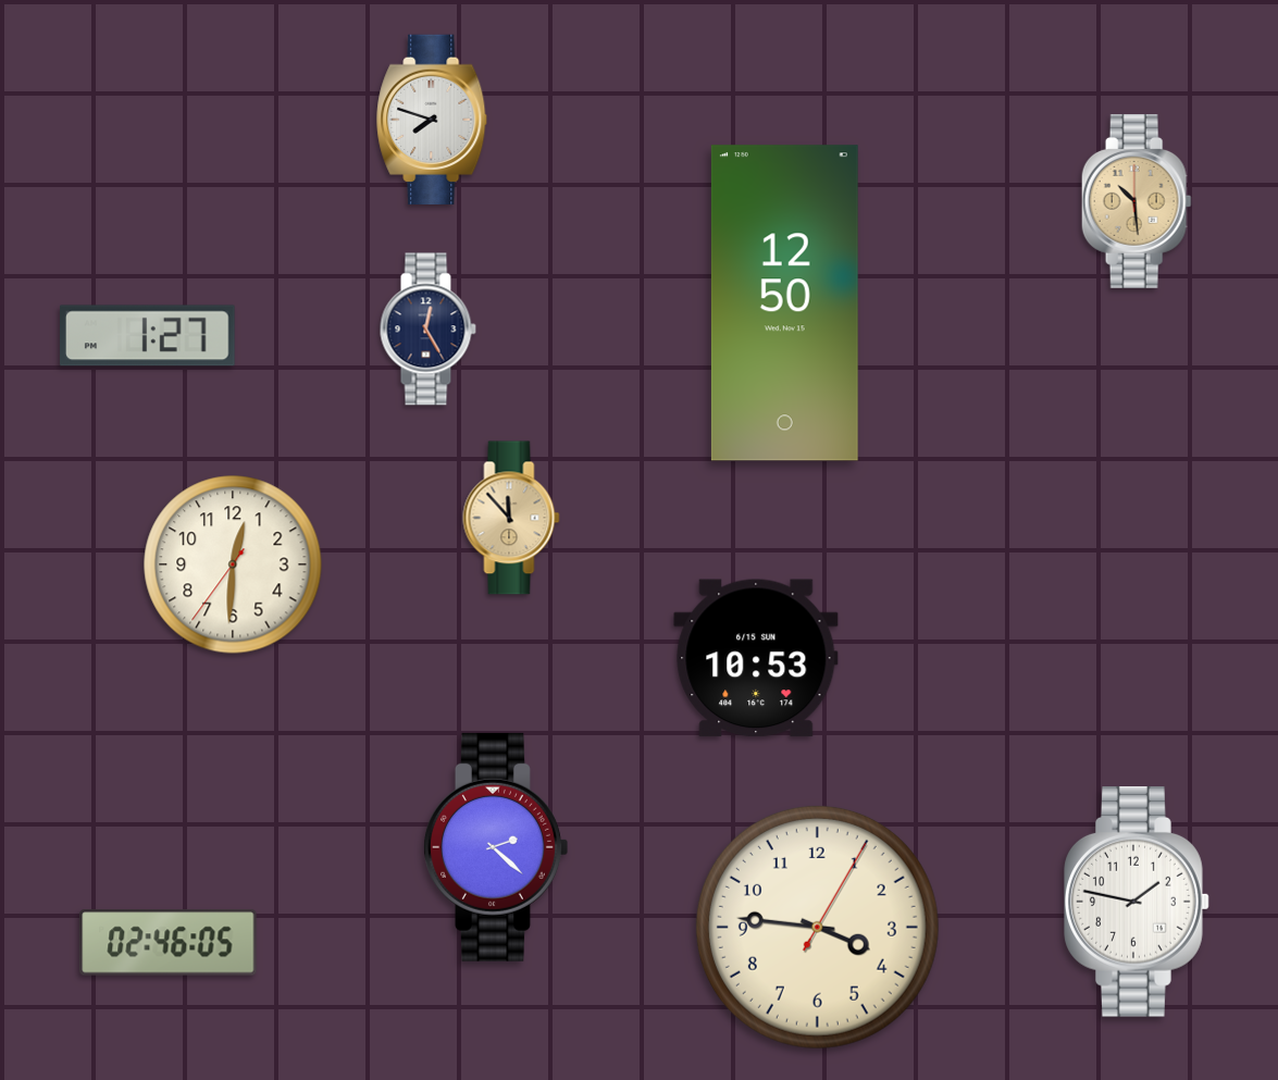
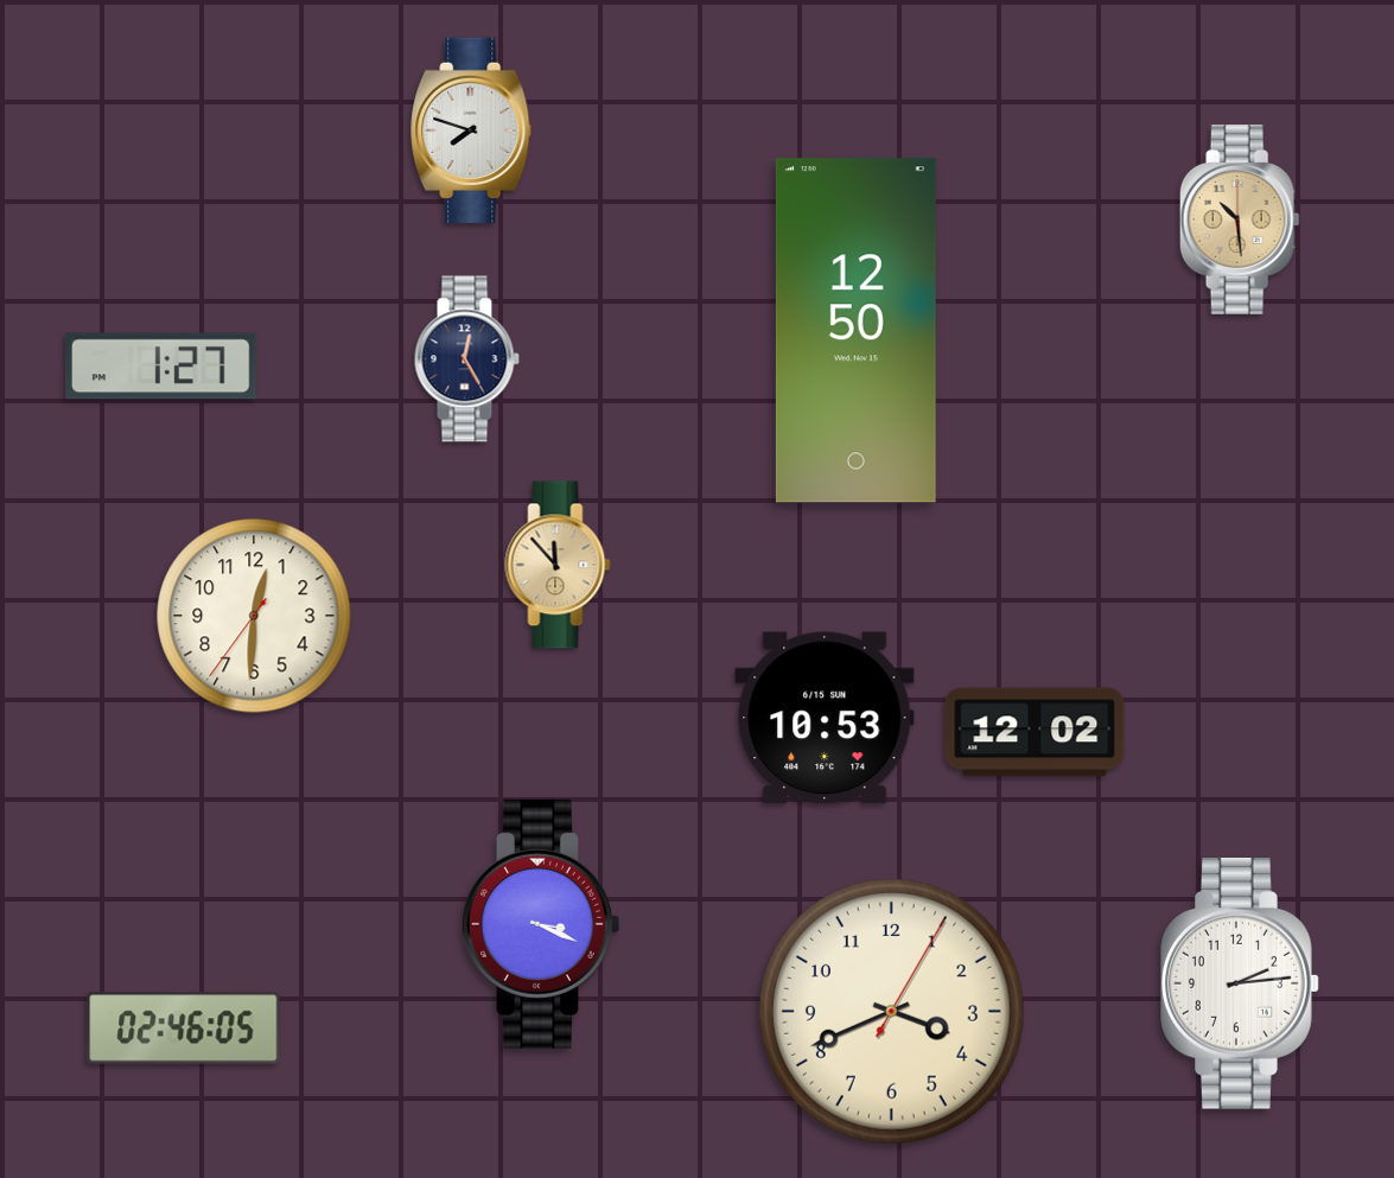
clock at (1035, 732): none -> 12:02
clock at (495, 847): 2:22 -> 3:19
clock at (1137, 903): 1:47 -> 2:14
clock at (817, 927): 3:46 -> 3:41
